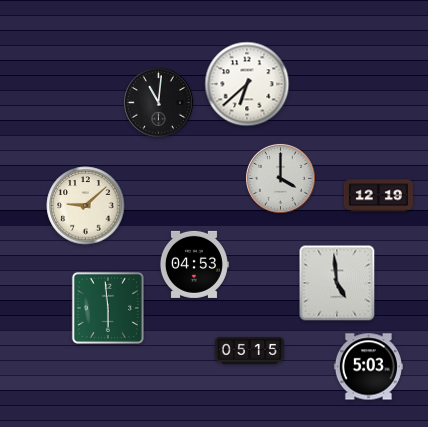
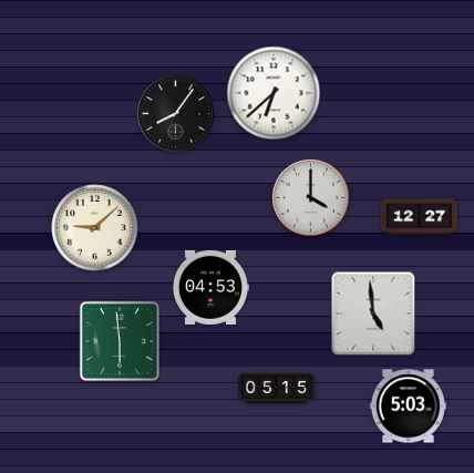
clock at (158, 102): 11:01 -> 8:06
clock at (378, 196): 12:19 -> 12:27
clock at (194, 264) position: (194, 264) -> (210, 287)
